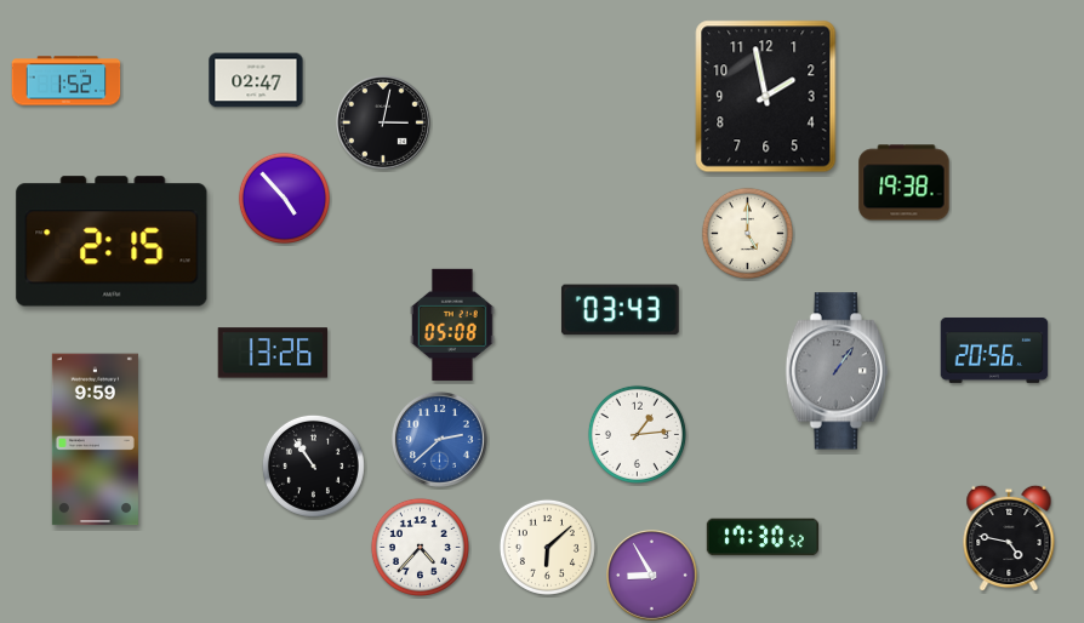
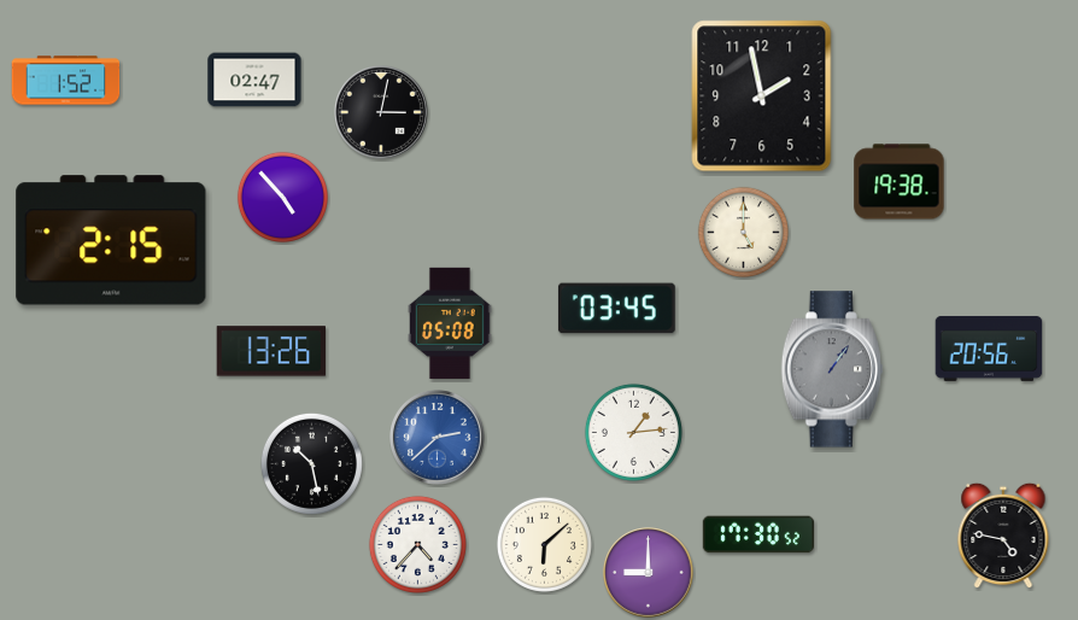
clock at (383, 122) position: (383, 122) -> (381, 112)
clock at (620, 310): 03:43 -> 03:45
clock at (95, 440): 9:59 -> none
clock at (313, 465): 10:54 -> 10:28
clock at (652, 576): 8:55 -> 9:00
